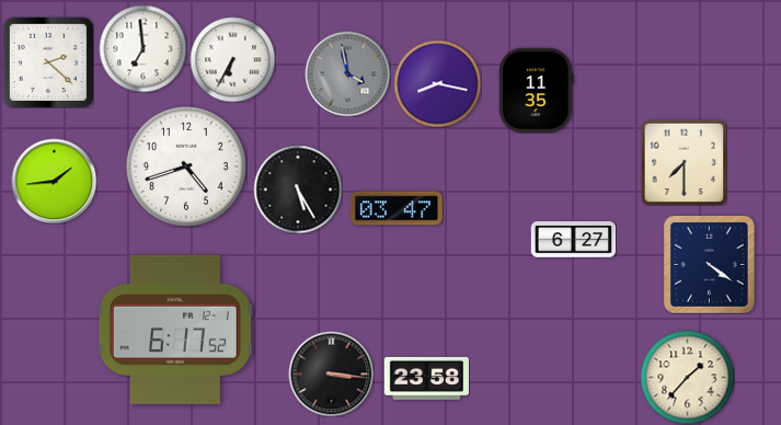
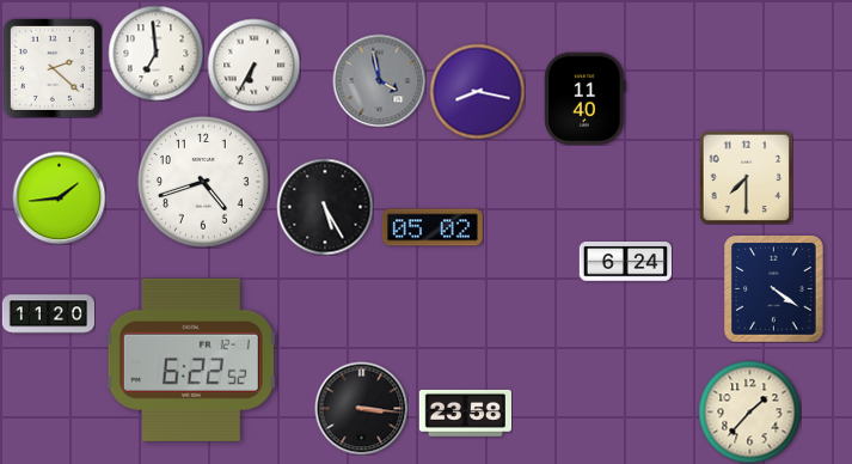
clock at (537, 90): 11:35 -> 11:40
clock at (397, 208): 03:47 -> 05:02
clock at (573, 240): 6:27 -> 6:24
clock at (48, 315): none -> 11:20
clock at (175, 330): 6:17 -> 6:22
